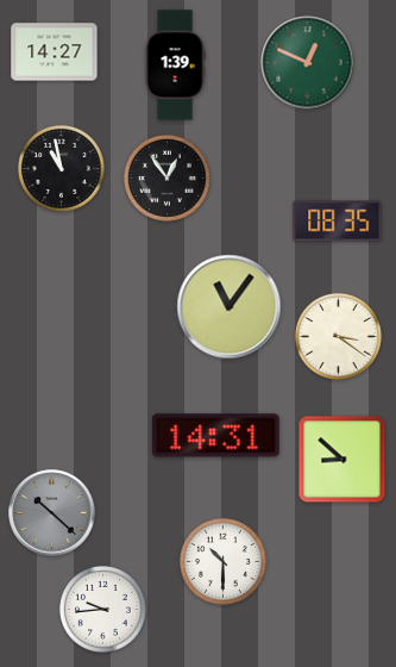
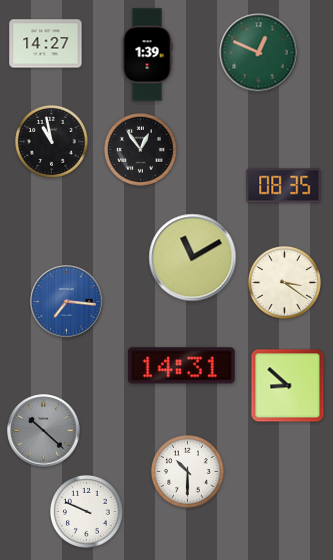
clock at (230, 307): 11:06 -> 11:10
clock at (67, 302): none -> 7:16
clock at (102, 609): 9:44 -> 9:49
